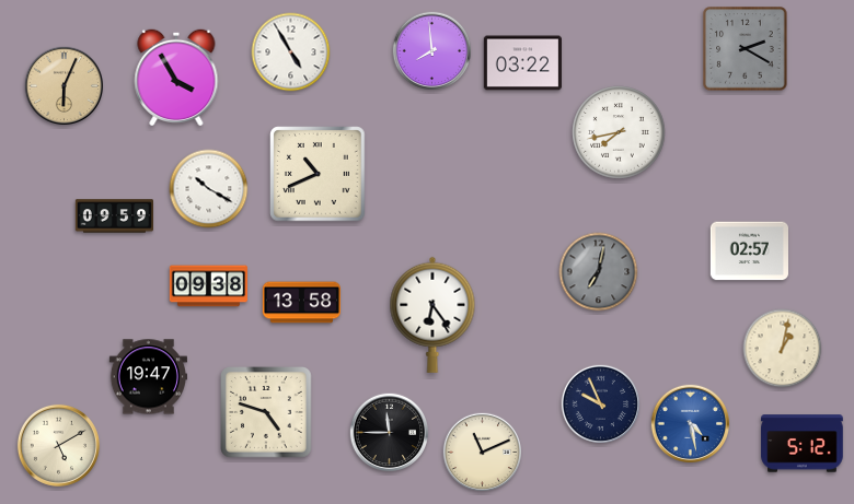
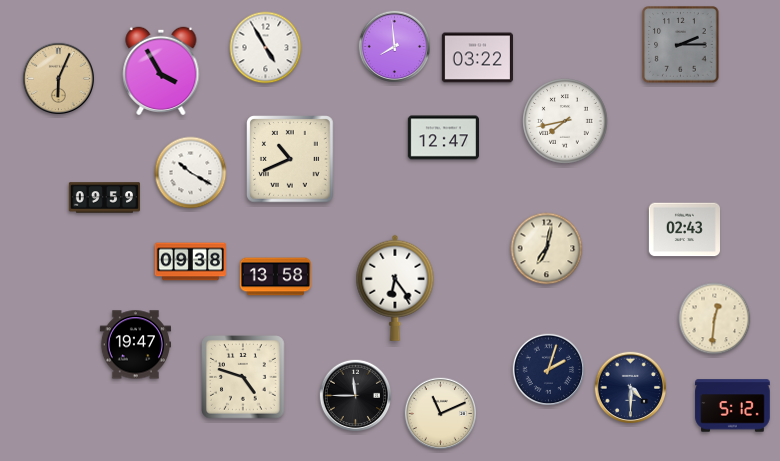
clock at (746, 49): 2:20 -> 2:15
clock at (443, 138): none -> 12:47
clock at (749, 251): 02:57 -> 02:43
clock at (599, 272) dial: grey -> cream
clock at (783, 349): 1:02 -> 12:31
clock at (600, 403): 9:56 -> 2:03
clock at (690, 423): 4:28 -> 4:30
clock at (690, 423) dial: blue -> navy
clock at (58, 445): 5:10 -> none
